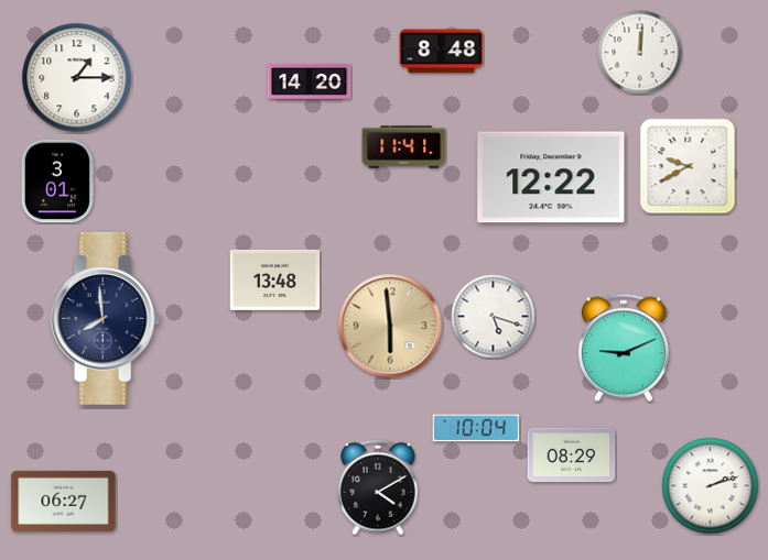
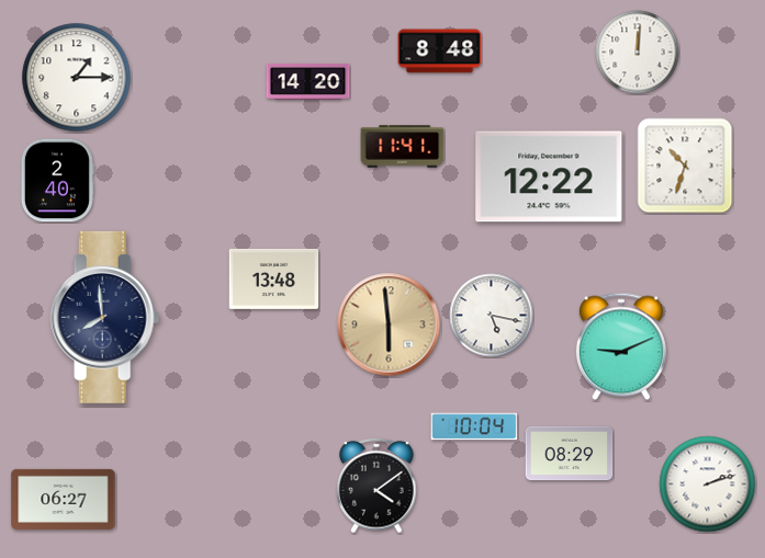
clock at (688, 166): 9:40 -> 10:33
clock at (57, 182): 3:01 -> 2:40
clock at (494, 317): 5:18 -> 5:17
clock at (378, 487): 4:10 -> 4:09
